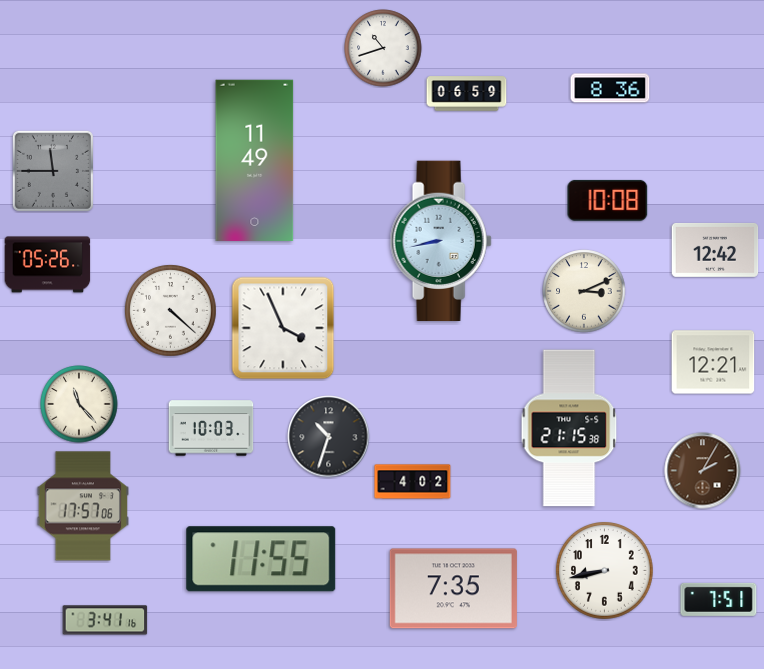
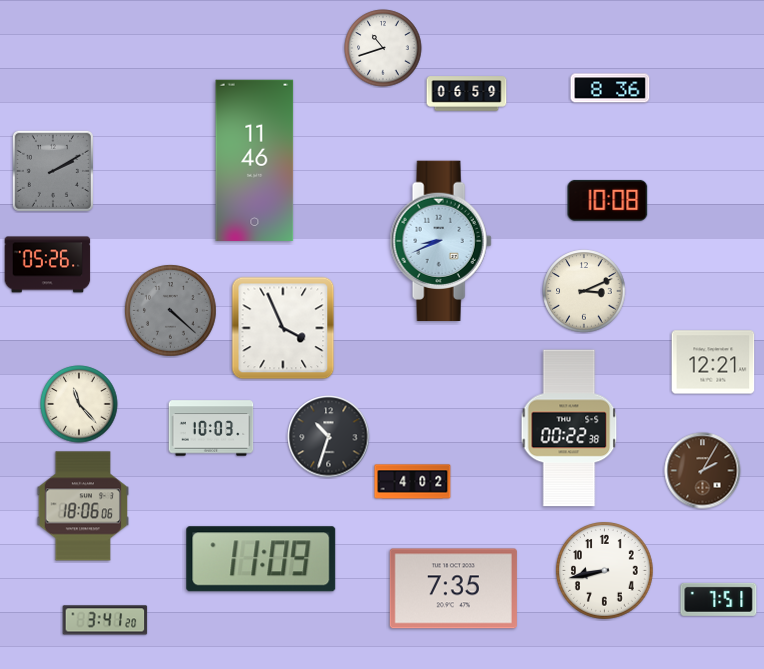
clock at (255, 160): 11:49 -> 11:46
clock at (53, 171): 11:45 -> 2:10
clock at (441, 240): 8:43 -> 8:41
clock at (715, 250): 12:42 -> none
clock at (171, 311) dial: white -> grey
clock at (569, 428): 21:15 -> 00:22
clock at (82, 506): 17:57 -> 18:06
clock at (261, 559): 11:55 -> 11:09
clock at (105, 620): 3:41:16 -> 3:41:20
